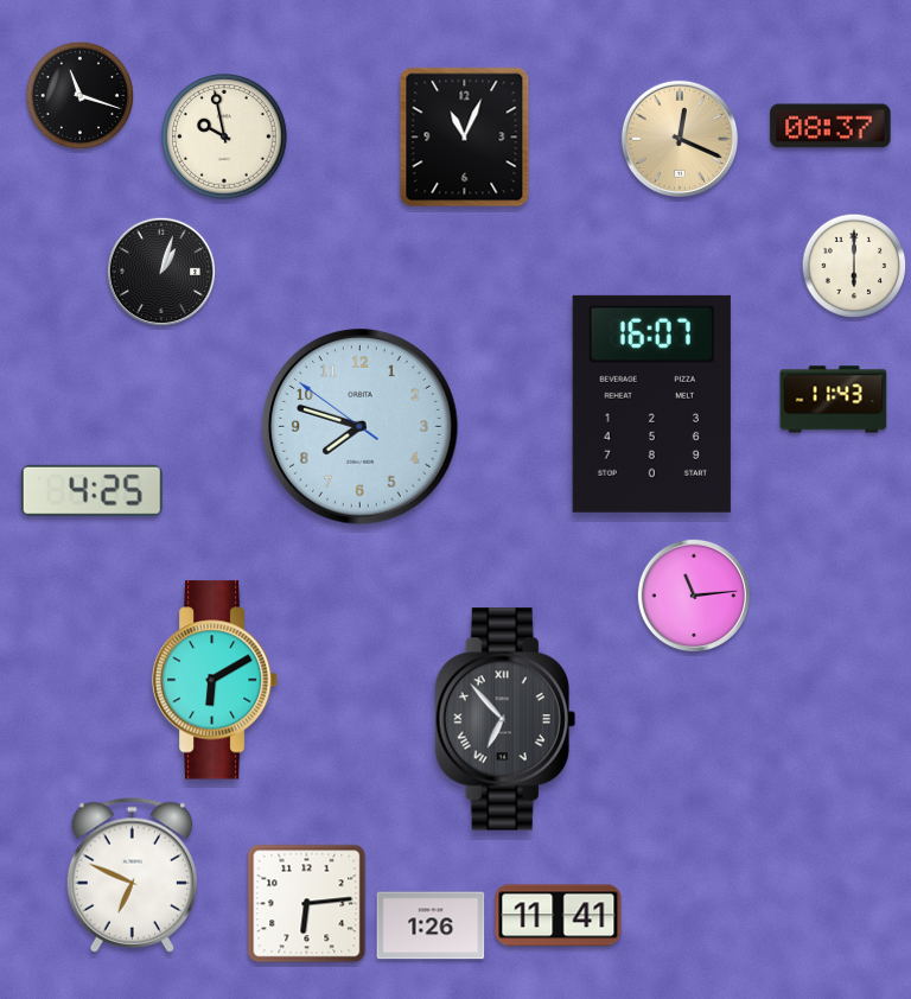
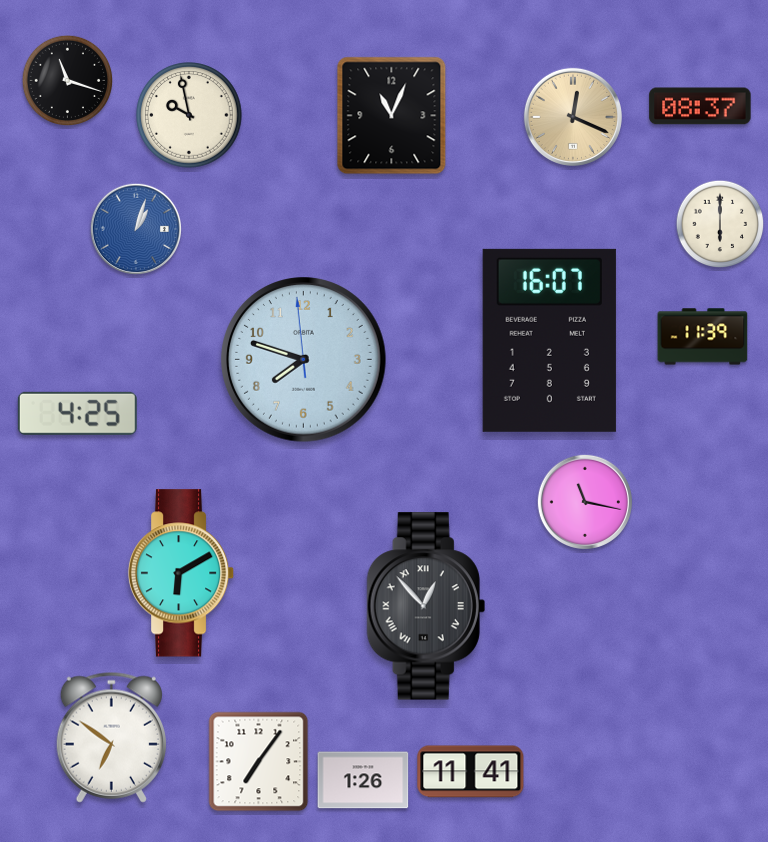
clock at (160, 271) dial: black -> blue
clock at (834, 400): 11:43 -> 11:39
clock at (361, 427): 7:47:51 -> 7:47:59
clock at (694, 596): 11:14 -> 11:17
clock at (505, 719): 6:53 -> 12:53
clock at (132, 874): 6:49 -> 6:51
clock at (307, 904): 6:14 -> 7:06
